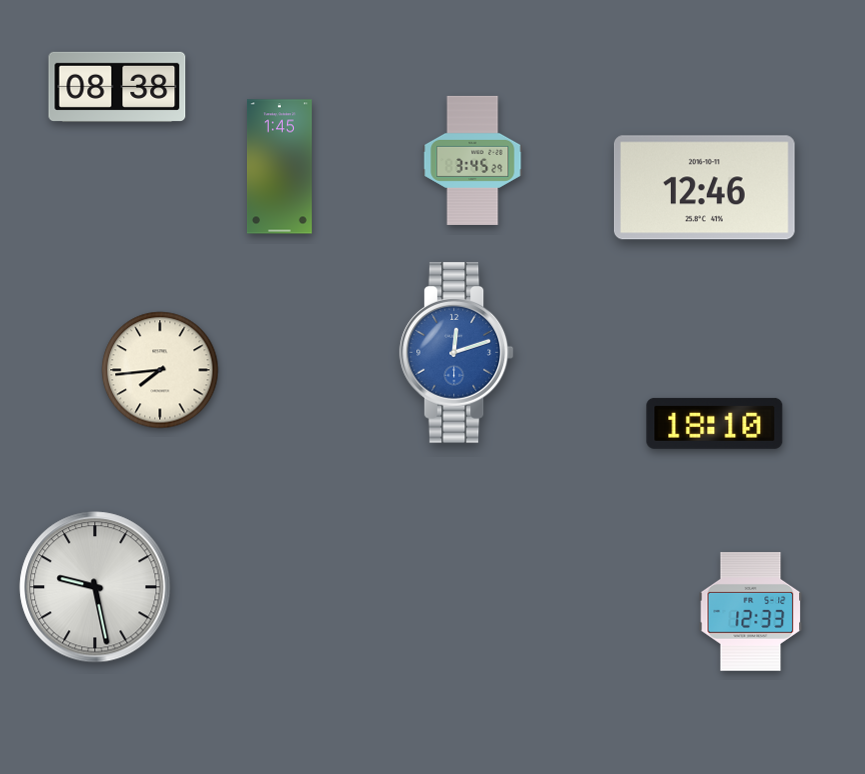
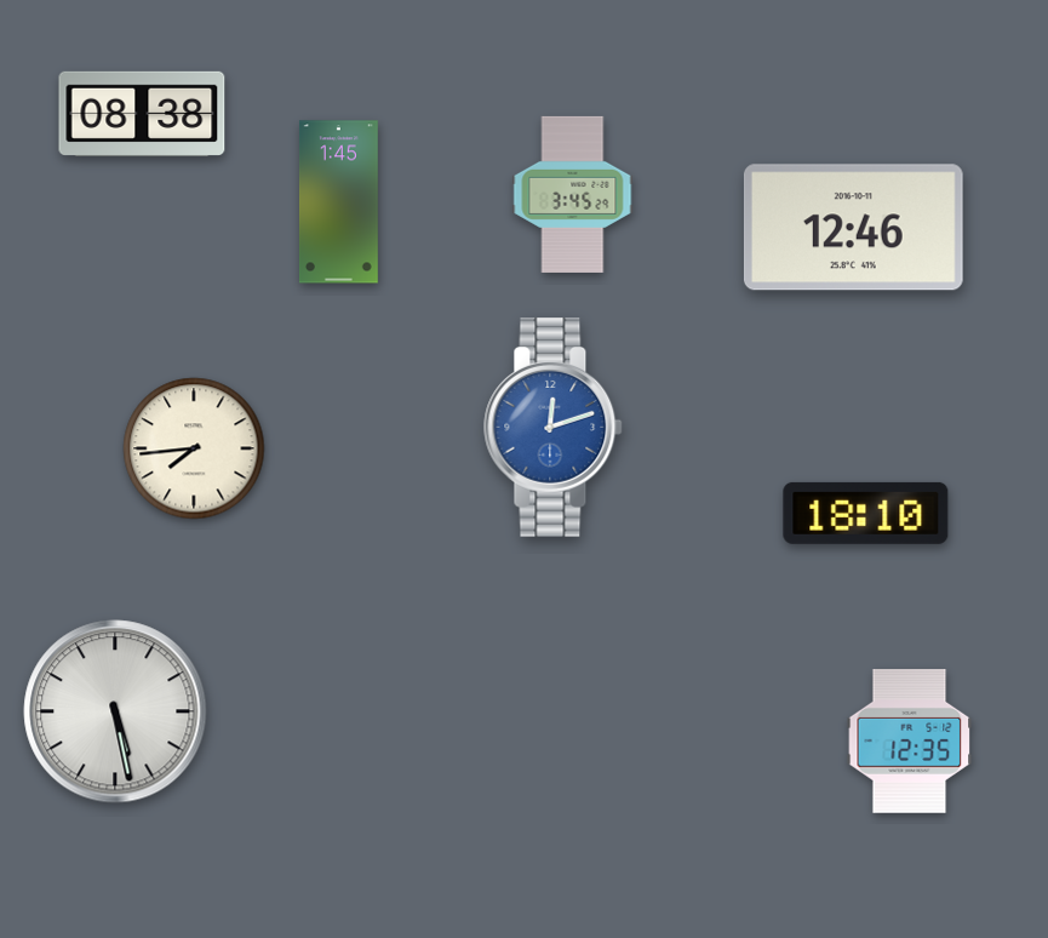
clock at (117, 87) position: (117, 87) -> (142, 114)
clock at (95, 587): 9:28 -> 5:28
clock at (751, 612): 12:33 -> 12:35
